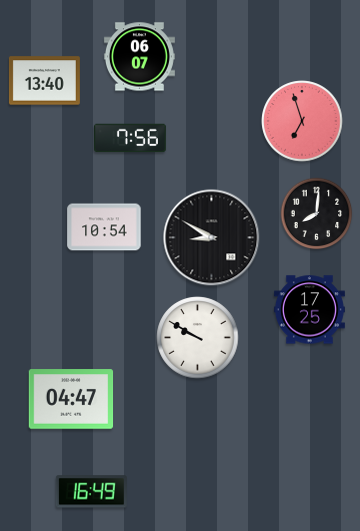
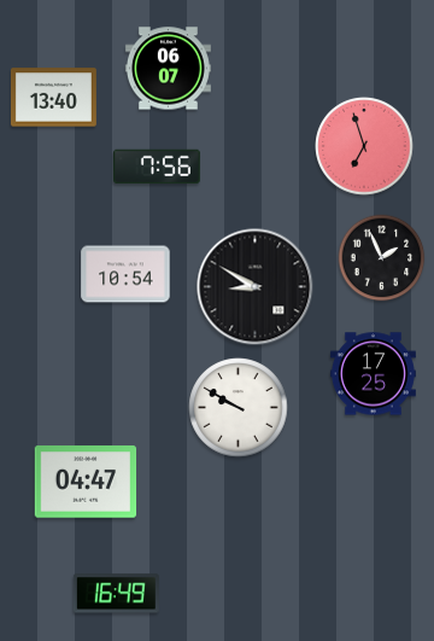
clock at (317, 214): 8:01 -> 1:56
clock at (91, 492) position: (91, 492) -> (116, 594)
